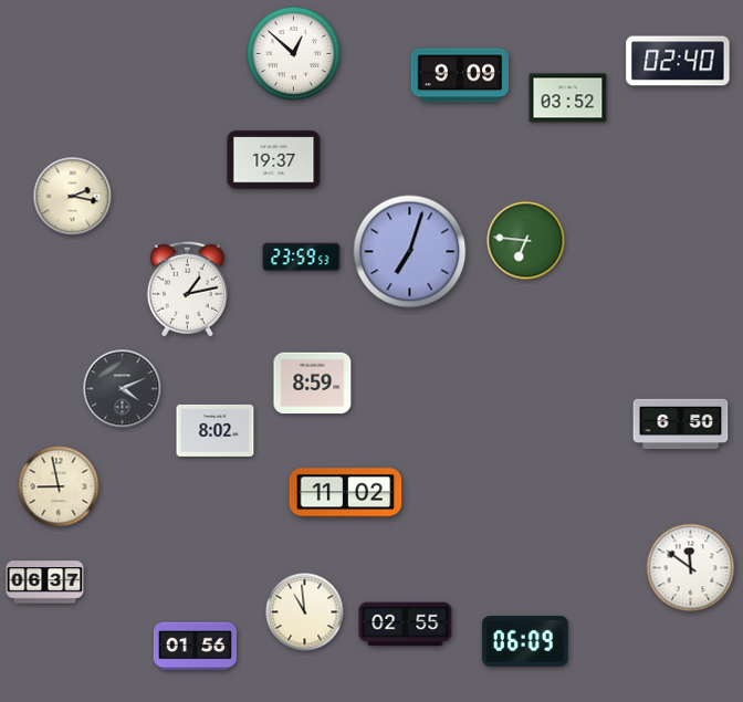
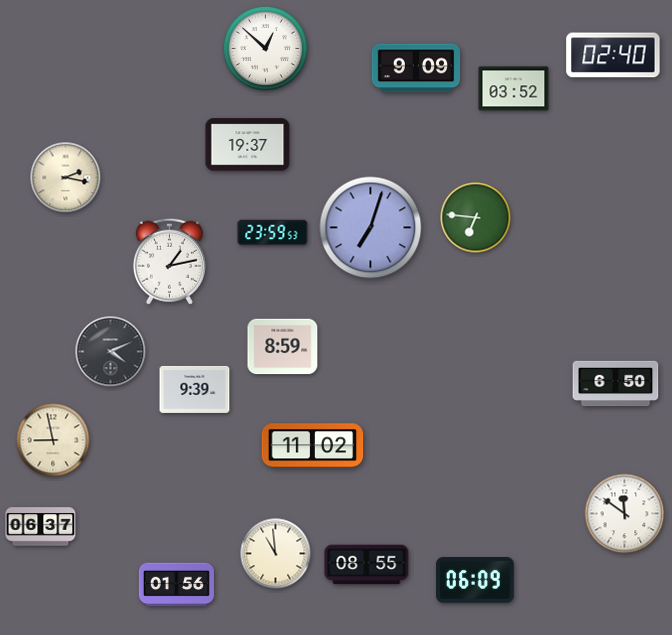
clock at (216, 430): 8:02 -> 9:39
clock at (406, 625): 02:55 -> 08:55
